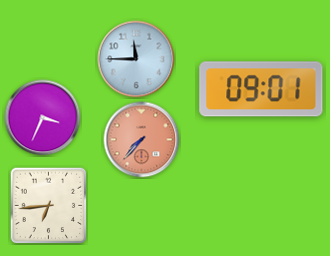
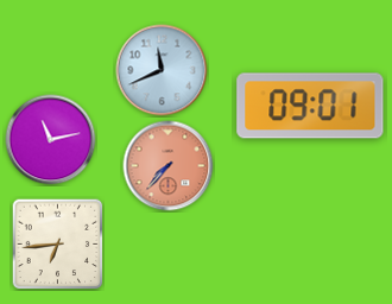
clock at (136, 59): 11:45 -> 11:41
clock at (43, 118): 3:34 -> 11:13
